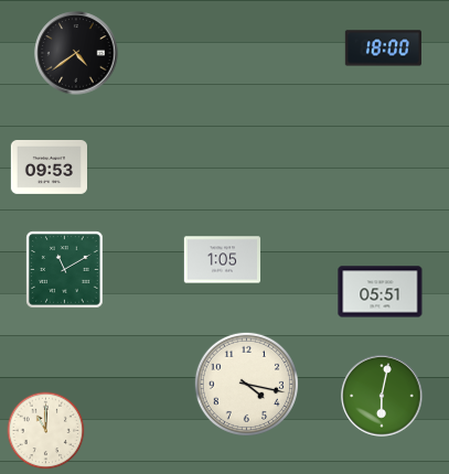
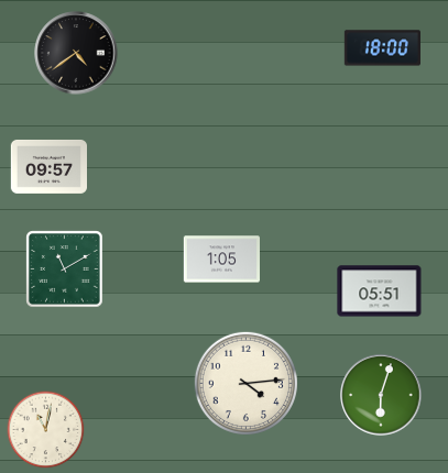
clock at (49, 166): 09:53 -> 09:57
clock at (246, 384): 4:17 -> 4:14
clock at (382, 396): 6:02 -> 6:03
clock at (46, 431): 11:00 -> 11:02
